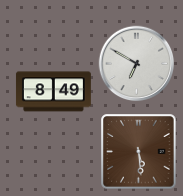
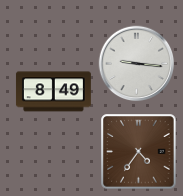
clock at (137, 64): 6:50 -> 9:16
clock at (139, 152): 5:29 -> 4:36
